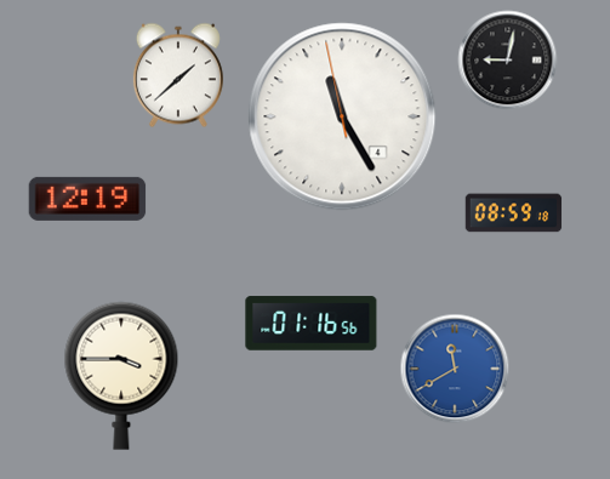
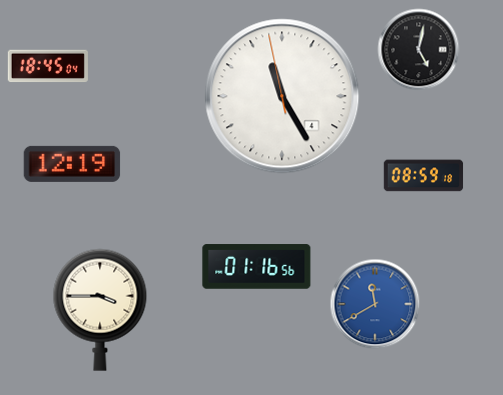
clock at (508, 61): 9:02 -> 5:02
clock at (178, 75): 1:38 -> none
clock at (48, 66): none -> 18:45
